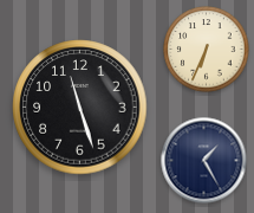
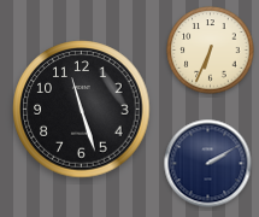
clock at (204, 161): 1:25 -> 2:10
